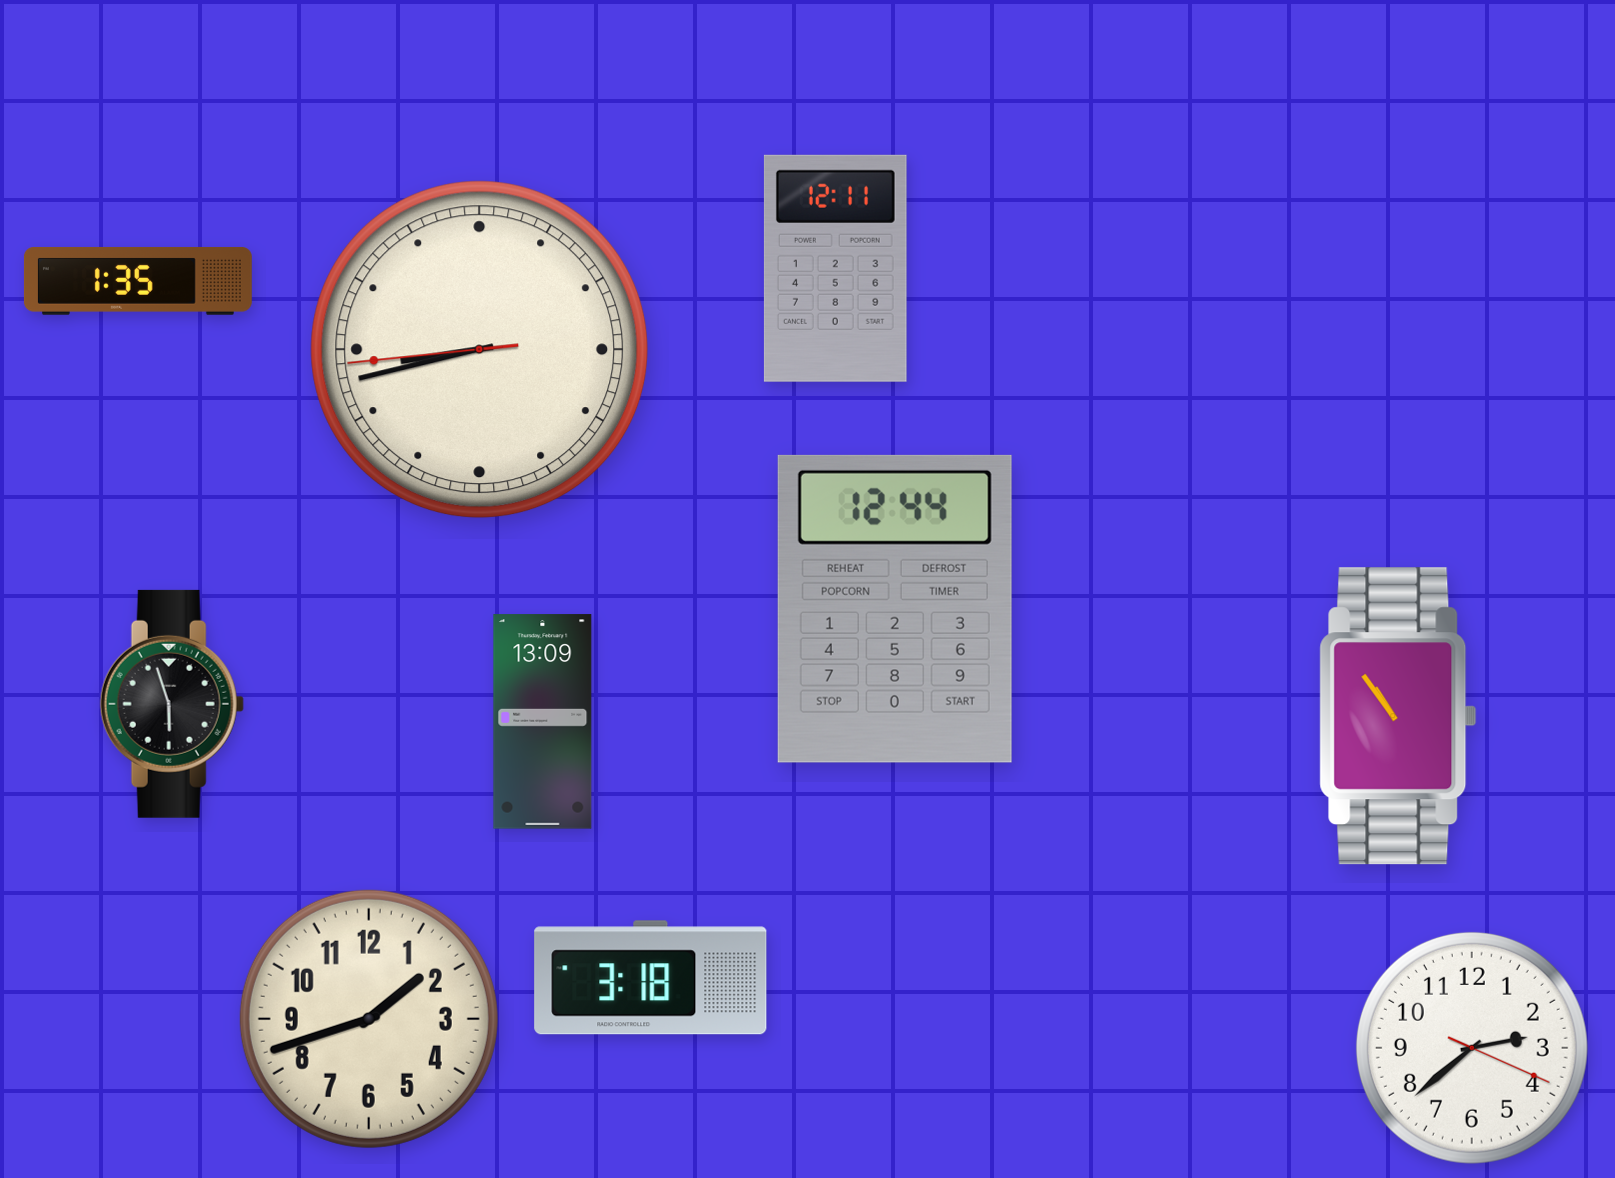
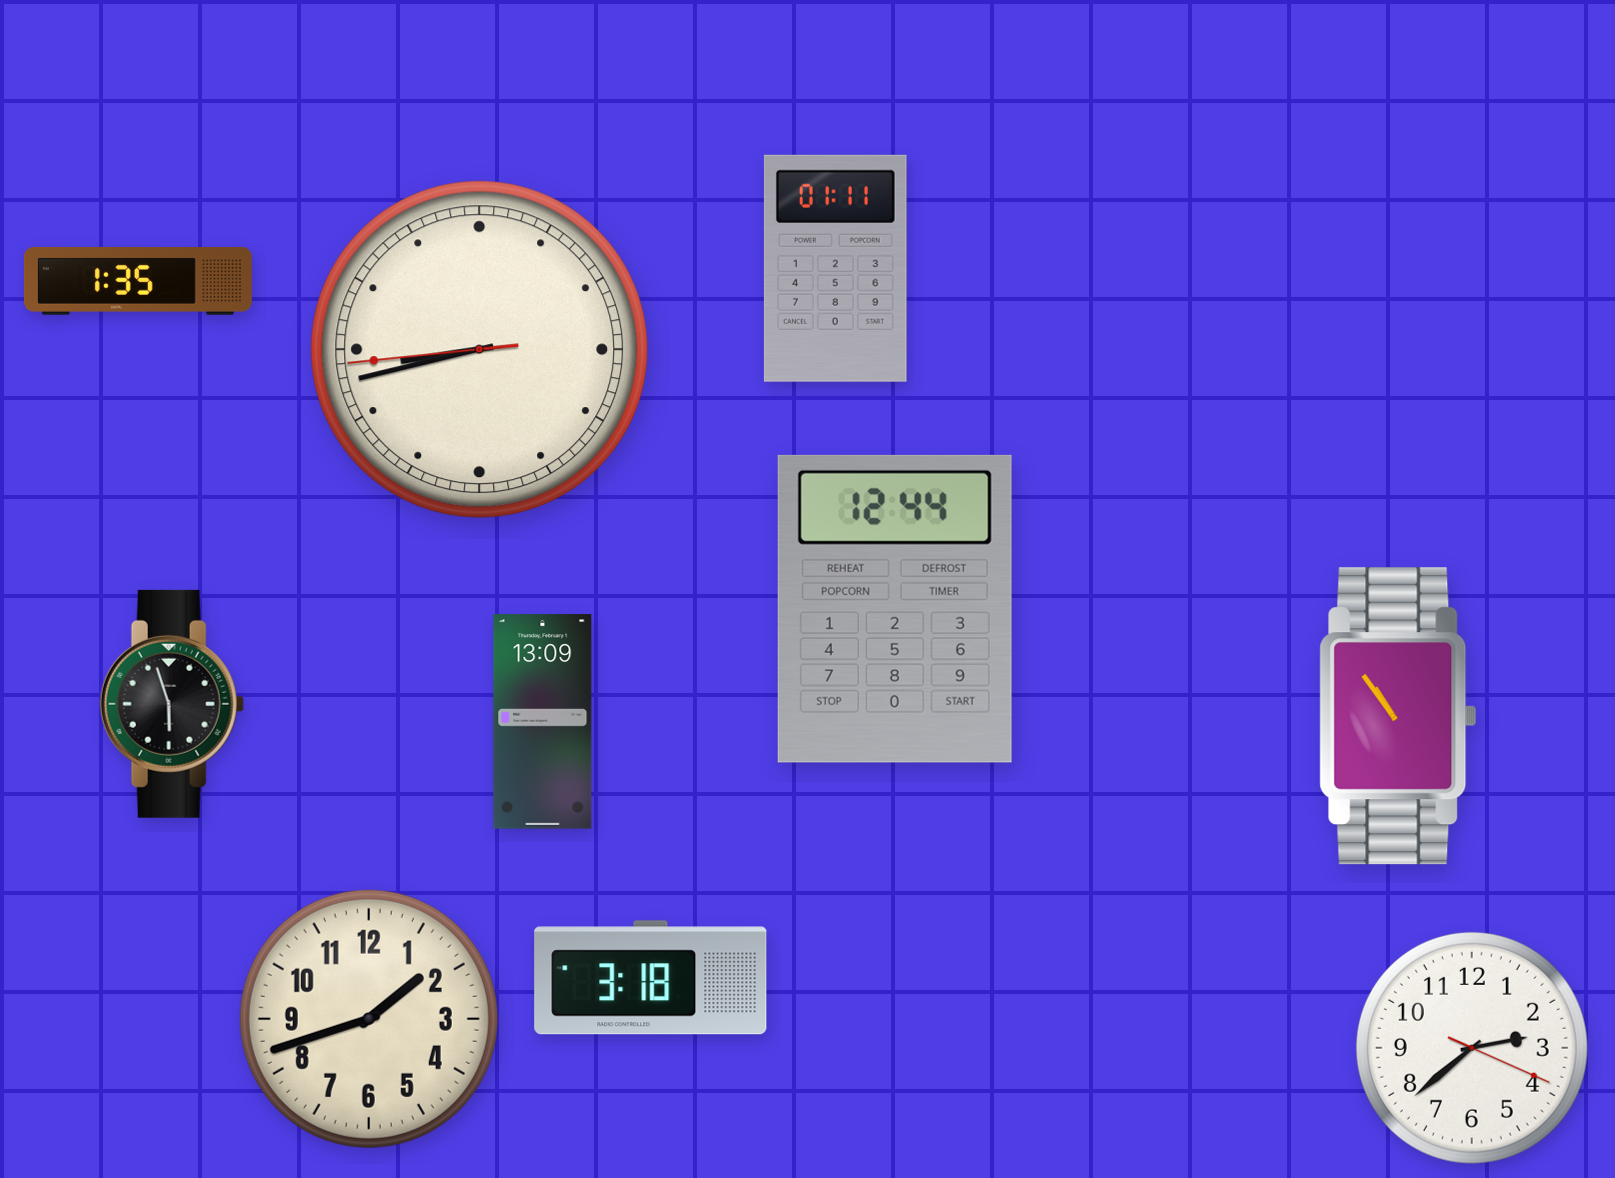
clock at (835, 268): 12:11 -> 01:11
